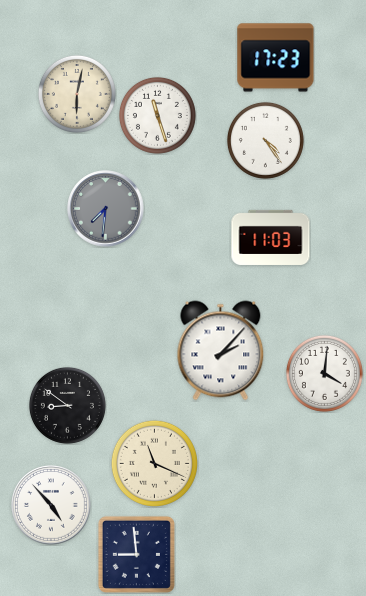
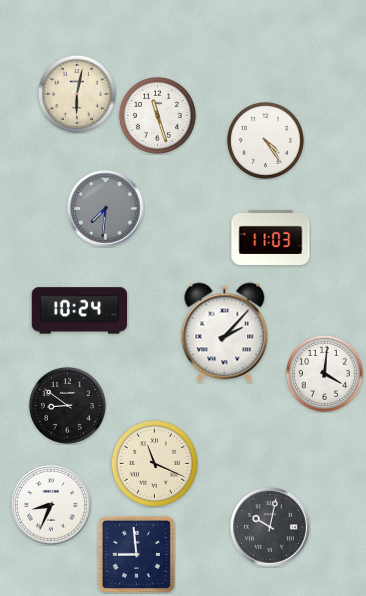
clock at (276, 58): 17:23 -> none
clock at (80, 311): none -> 10:24
clock at (221, 351) position: (221, 351) -> (225, 333)
clock at (52, 506): 4:53 -> 8:34
clock at (271, 528): none -> 10:02
